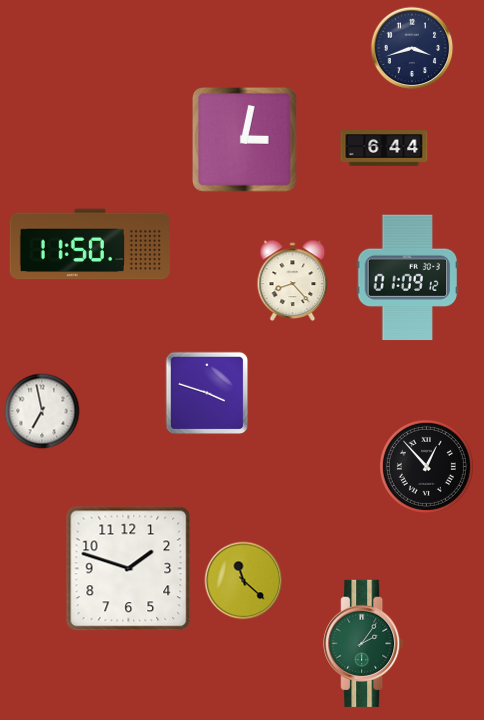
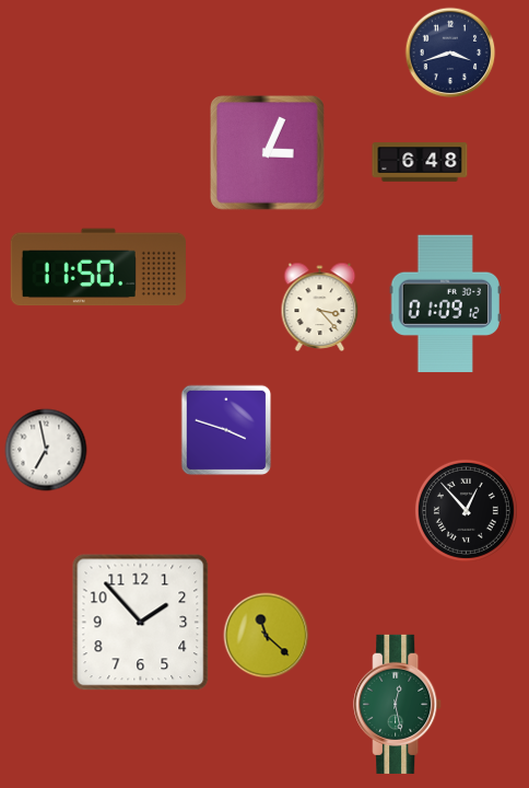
clock at (245, 140): 3:02 -> 3:04
clock at (384, 148): 6:44 -> 6:48
clock at (293, 280): 8:23 -> 3:23
clock at (129, 569): 1:48 -> 1:53
clock at (364, 643): 2:06 -> 12:28
